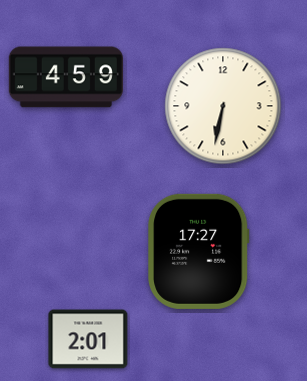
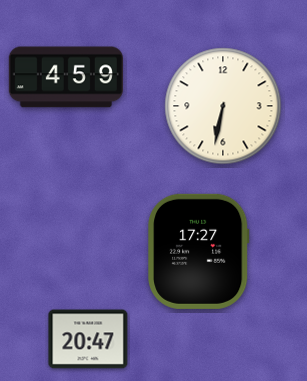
clock at (88, 339): 2:01 -> 20:47
